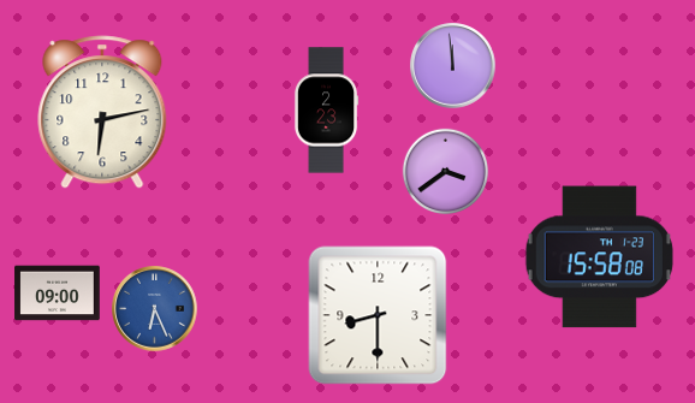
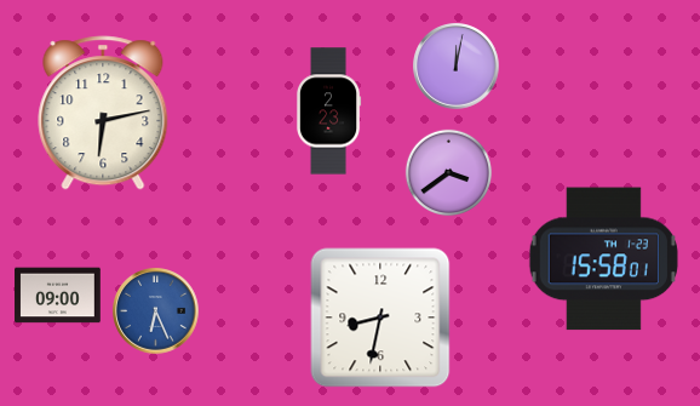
clock at (453, 66): 11:59 -> 12:02
clock at (599, 257): 15:58:08 -> 15:58:01
clock at (378, 315): 8:30 -> 8:32
